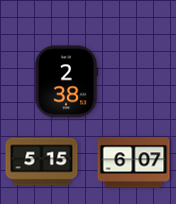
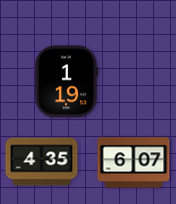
clock at (66, 82): 2:38 -> 1:19
clock at (42, 162): 5:15 -> 4:35
